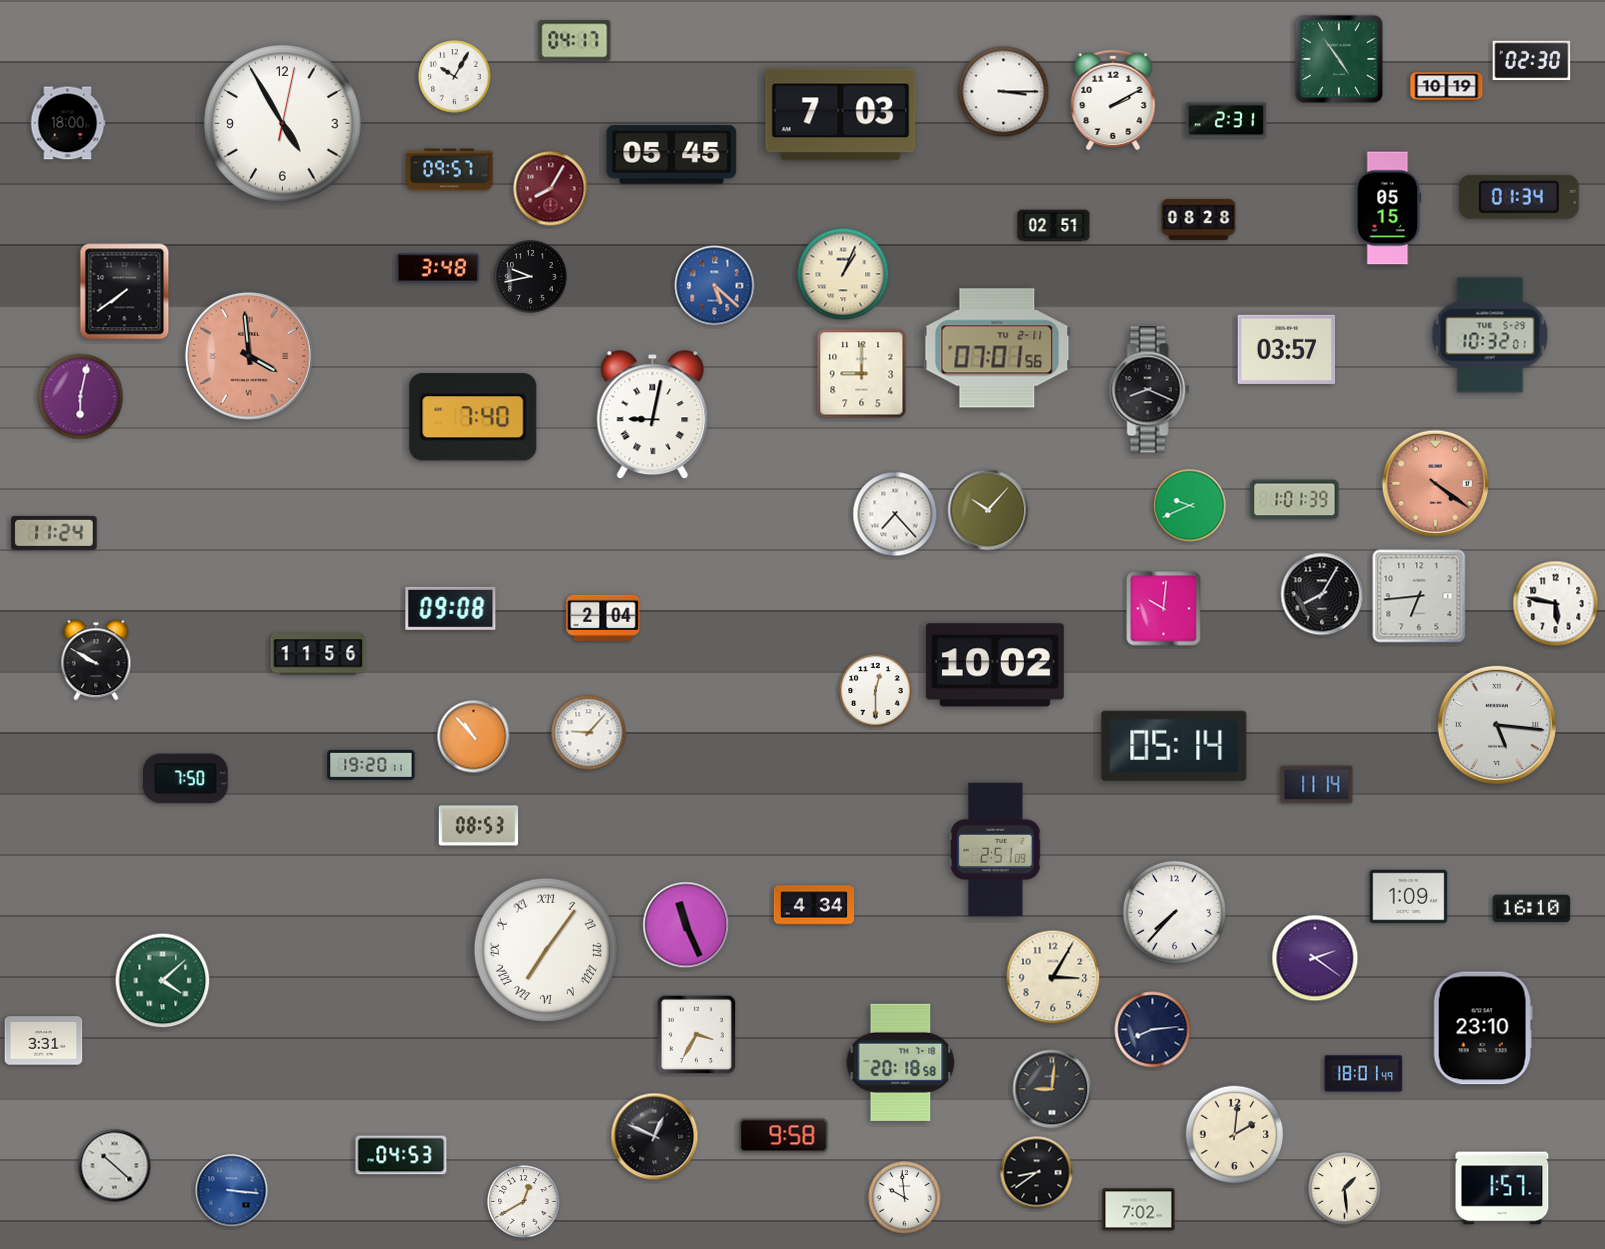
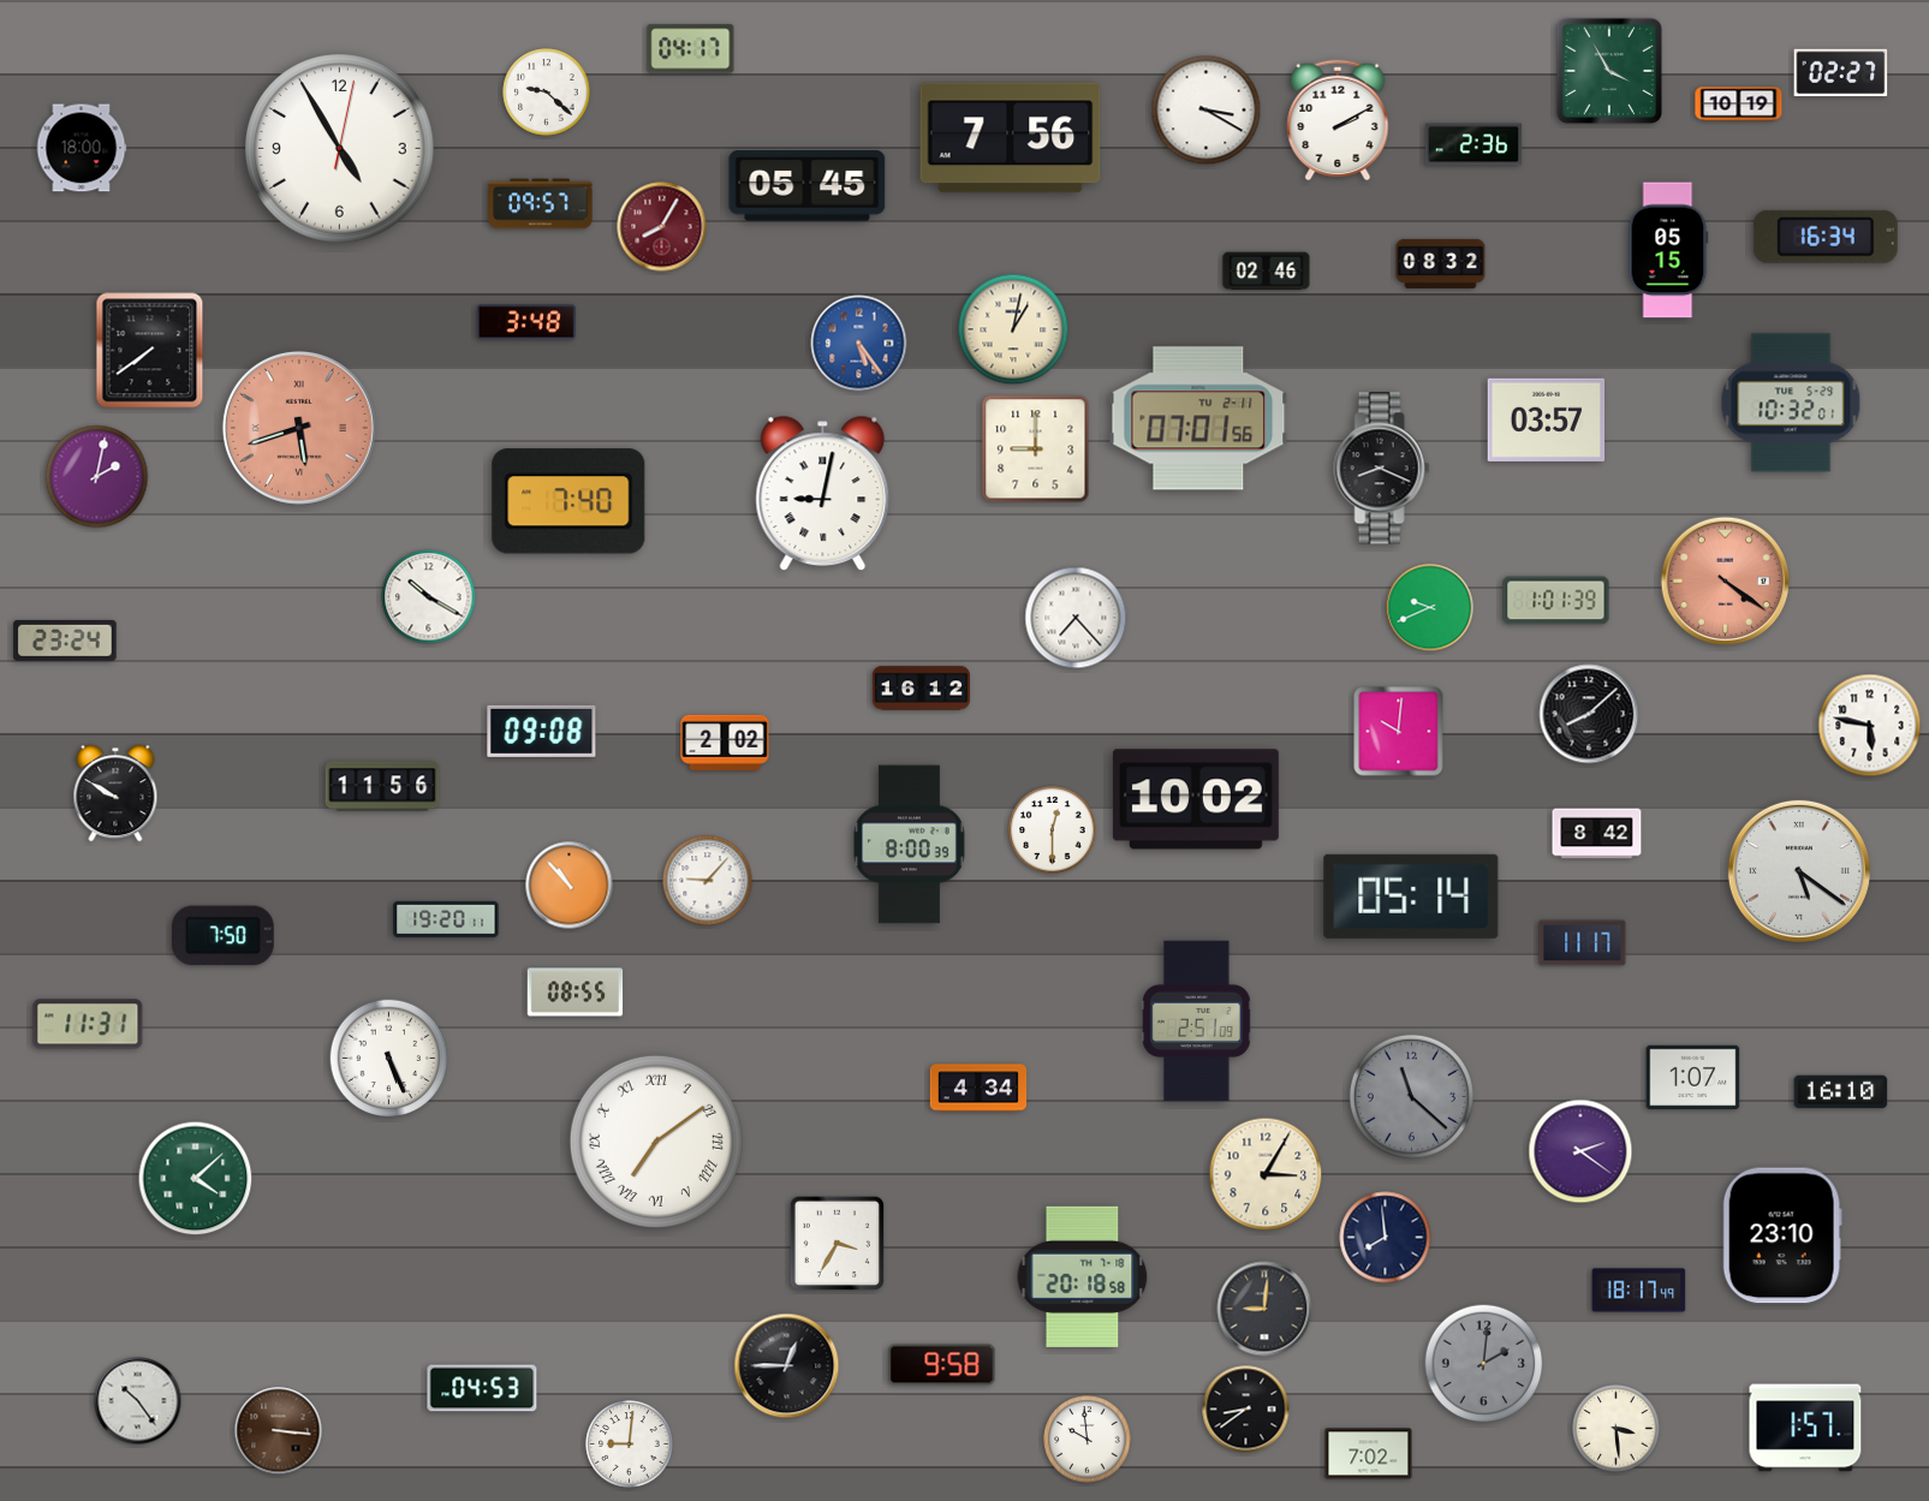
clock at (1339, 59): 4:54 -> 3:55
clock at (1532, 61): 02:30 -> 02:27
clock at (455, 77): 10:05 -> 9:22
clock at (1004, 92): 3:15 -> 3:20
clock at (841, 115): 7:03 -> 7:56
clock at (1226, 120): 2:31 -> 2:36
clock at (1519, 197): 01:34 -> 16:34
clock at (1199, 219): 08:28 -> 08:32
clock at (1054, 226): 02:51 -> 02:46
clock at (843, 274): 1:04 -> 1:02
clock at (531, 277): 9:43 -> none
clock at (715, 286): 5:22 -> 5:24
clock at (249, 356): 3:59 -> 5:42
clock at (81, 397): 6:02 -> 2:02
clock at (653, 415) position: (653, 415) -> (823, 494)
clock at (429, 597): none -> 10:20
clock at (988, 510): 10:07 -> none
clock at (54, 533): 11:24 -> 23:24
clock at (921, 689): none -> 16:12
clock at (1322, 594): 8:05 -> 8:08
clock at (1419, 596): 6:44 -> none
clock at (603, 618): 2:04 -> 2:02
clock at (1597, 834): none -> 8:42
clock at (909, 845): none -> 8:00
clock at (1497, 725): 5:16 -> 5:21
clock at (1317, 785): 11:14 -> 11:17
clock at (479, 826): 08:53 -> 08:55
clock at (88, 1024): none -> 11:31
clock at (389, 1059): none -> 5:26
clock at (1409, 897): 1:09 -> 1:07
clock at (1174, 912): 7:37 -> 11:22
clock at (1174, 912) dial: white -> grey
clock at (686, 925): 11:26 -> none
clock at (546, 950): 7:06 -> 7:09
clock at (1153, 1030): 8:14 -> 7:59
clock at (44, 1041): 3:31 -> none
clock at (1364, 1074): 18:01 -> 18:17
clock at (1235, 1135) dial: cream -> grey
clock at (655, 1137): 12:49 -> 12:45
clock at (115, 1166): 10:22 -> 10:24
clock at (1345, 1189): 1:29 -> 3:29
clock at (232, 1191) dial: blue -> brown
clock at (524, 1202): 12:40 -> 9:01
